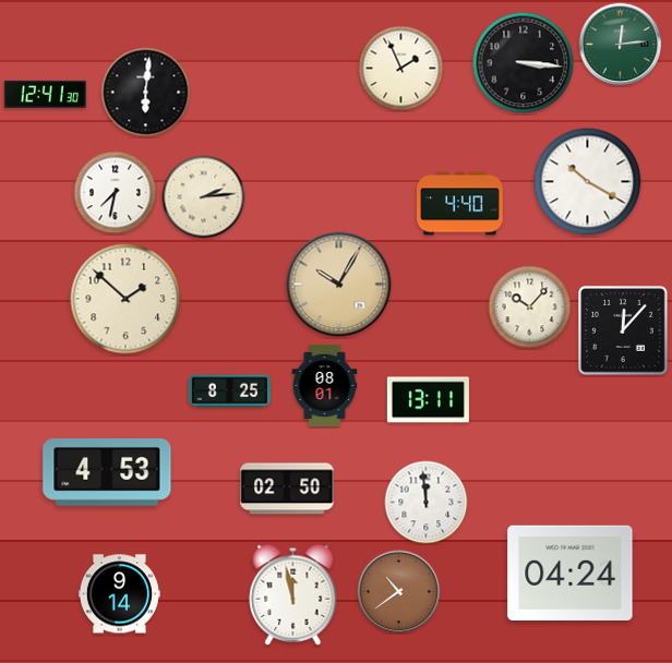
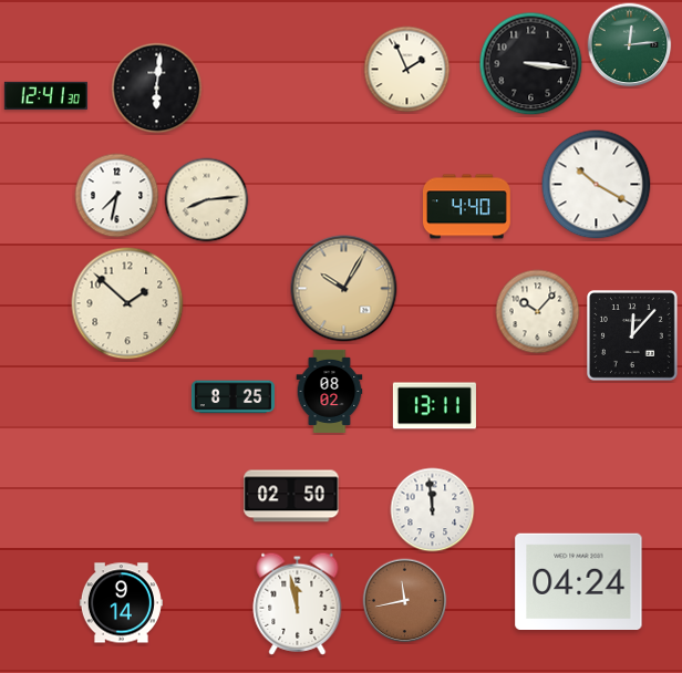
clock at (146, 93) position: (146, 93) -> (157, 89)
clock at (204, 197): 2:14 -> 8:14
clock at (325, 385): 08:01 -> 08:02
clock at (107, 473): 4:53 -> none
clock at (399, 592): 10:39 -> 11:43
